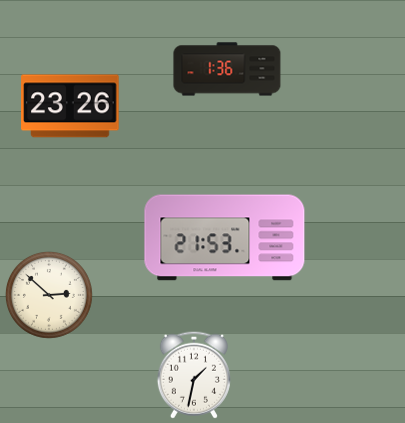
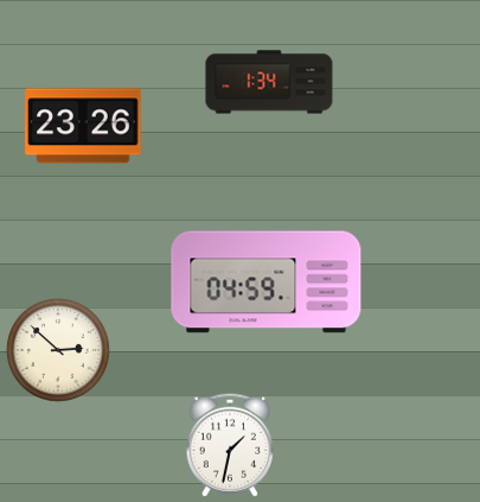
clock at (227, 69): 1:36 -> 1:34
clock at (225, 238): 21:53 -> 04:59
